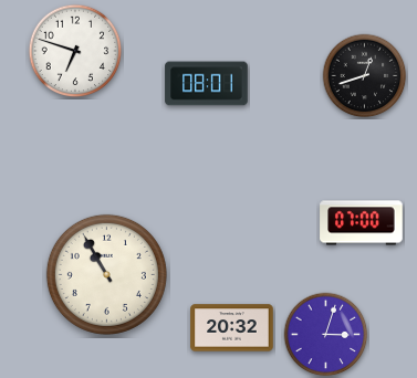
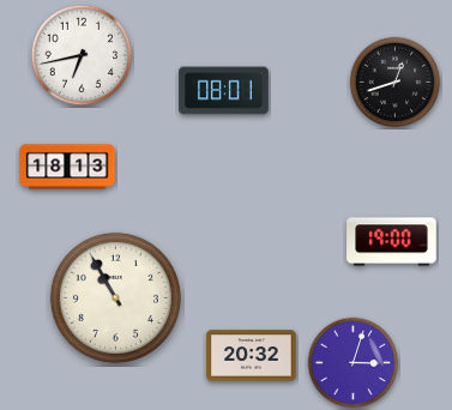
clock at (75, 51): 6:48 -> 6:43
clock at (67, 167): none -> 18:13
clock at (362, 223): 07:00 -> 19:00
